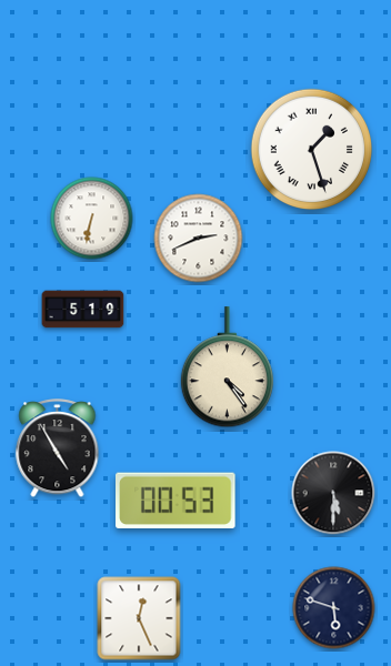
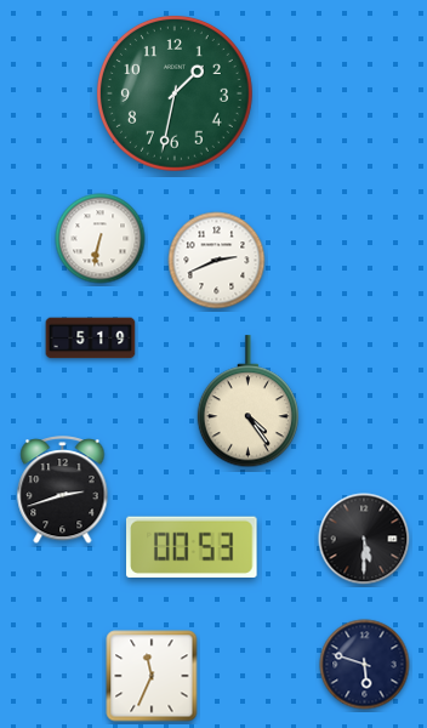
clock at (175, 93): none -> 1:32
clock at (312, 150): 1:27 -> none
clock at (58, 448): 4:55 -> 2:42
clock at (139, 618): 12:26 -> 11:34
